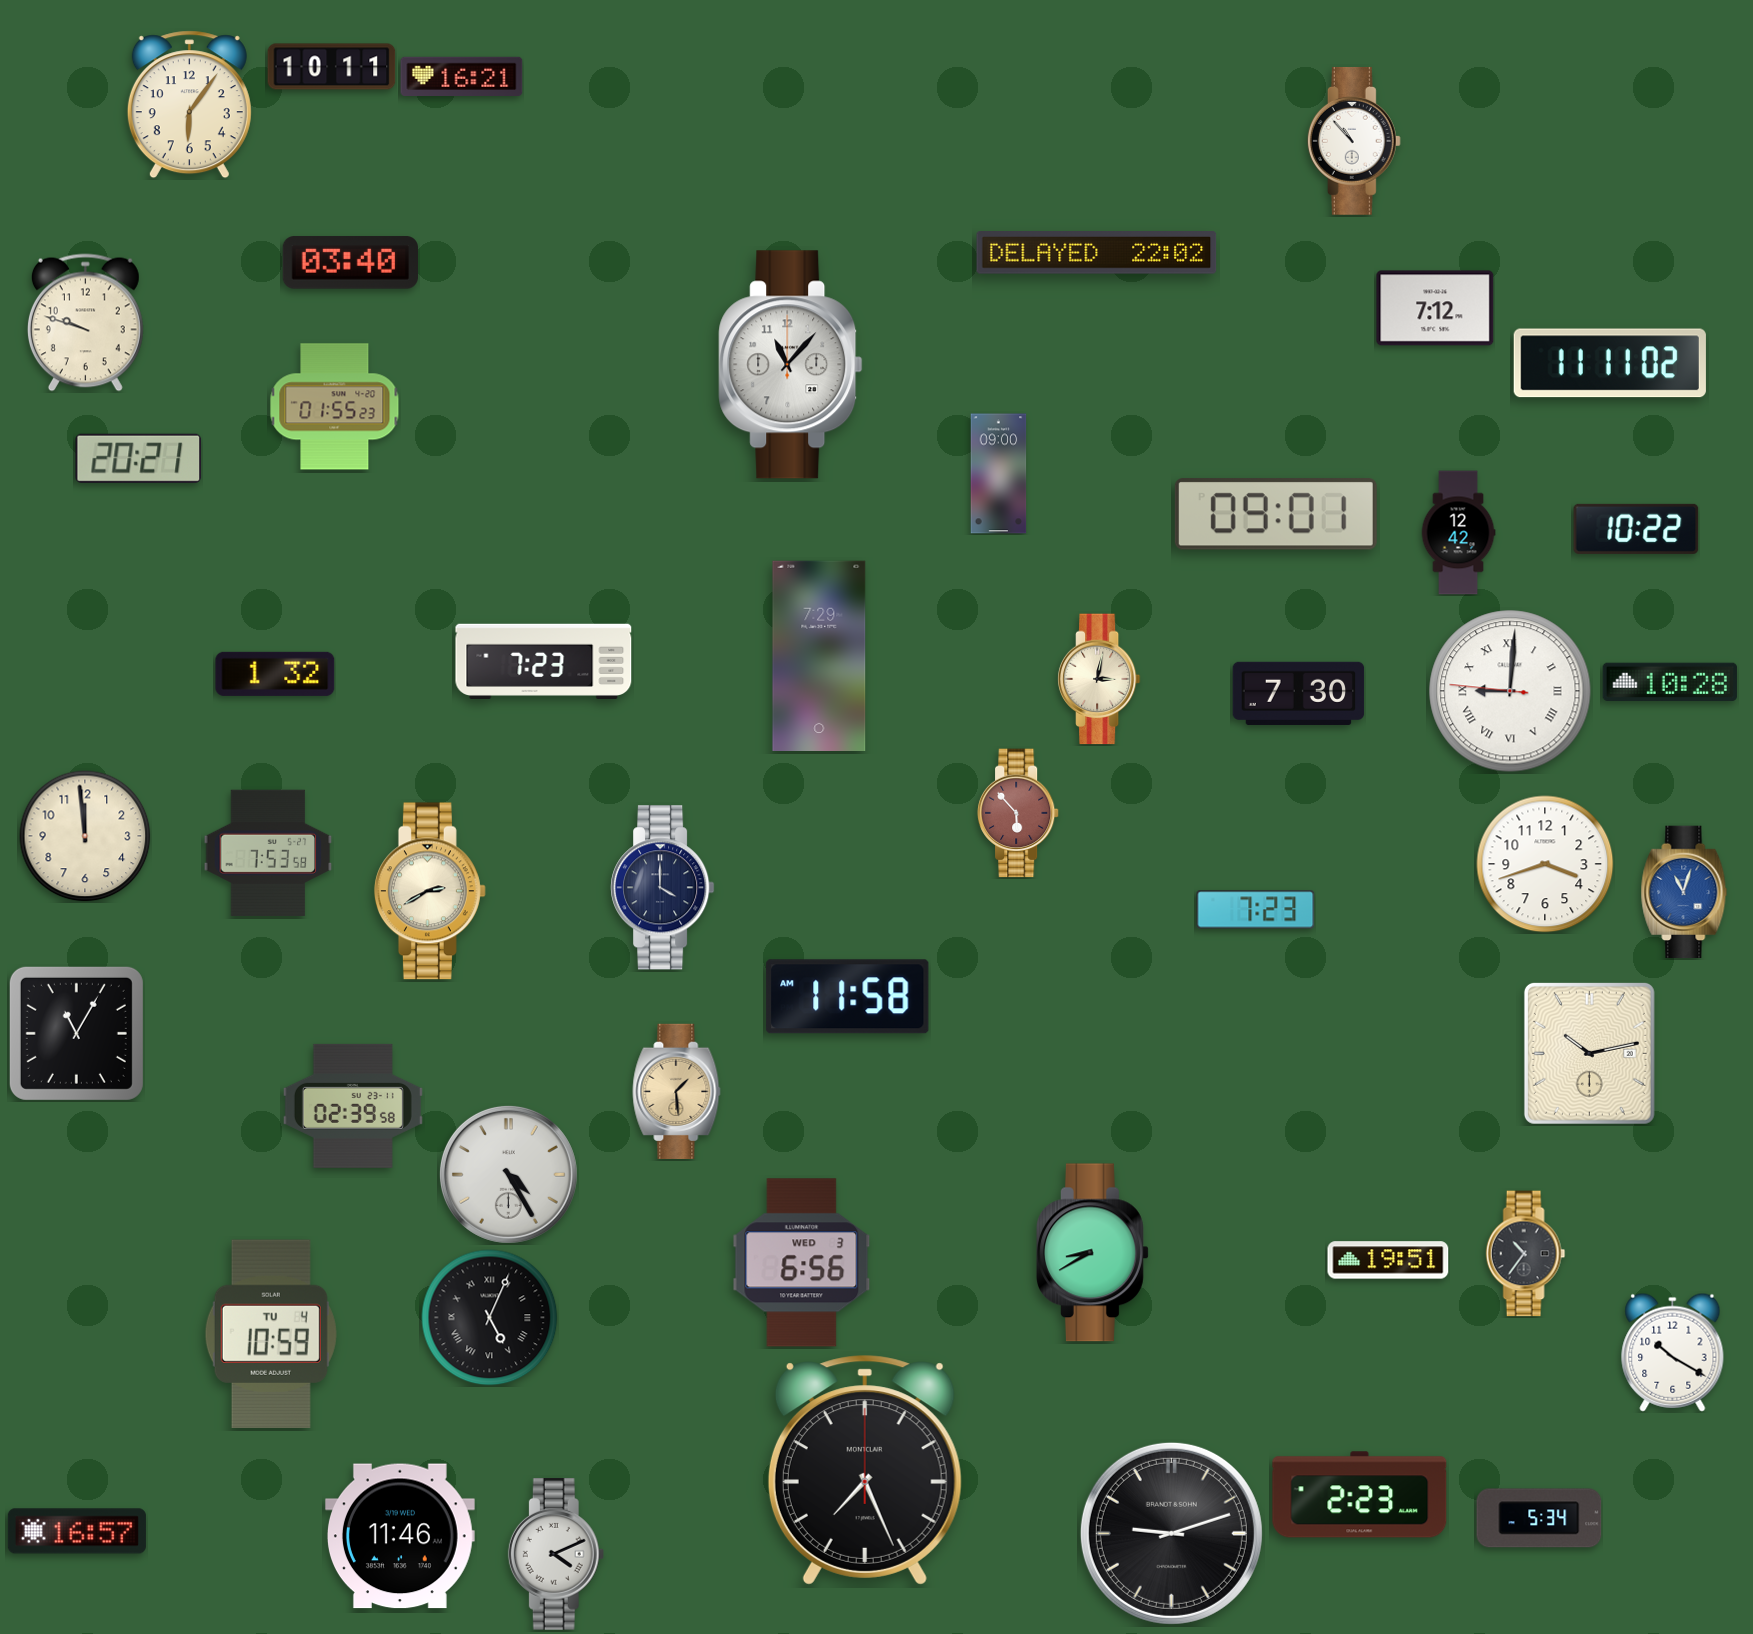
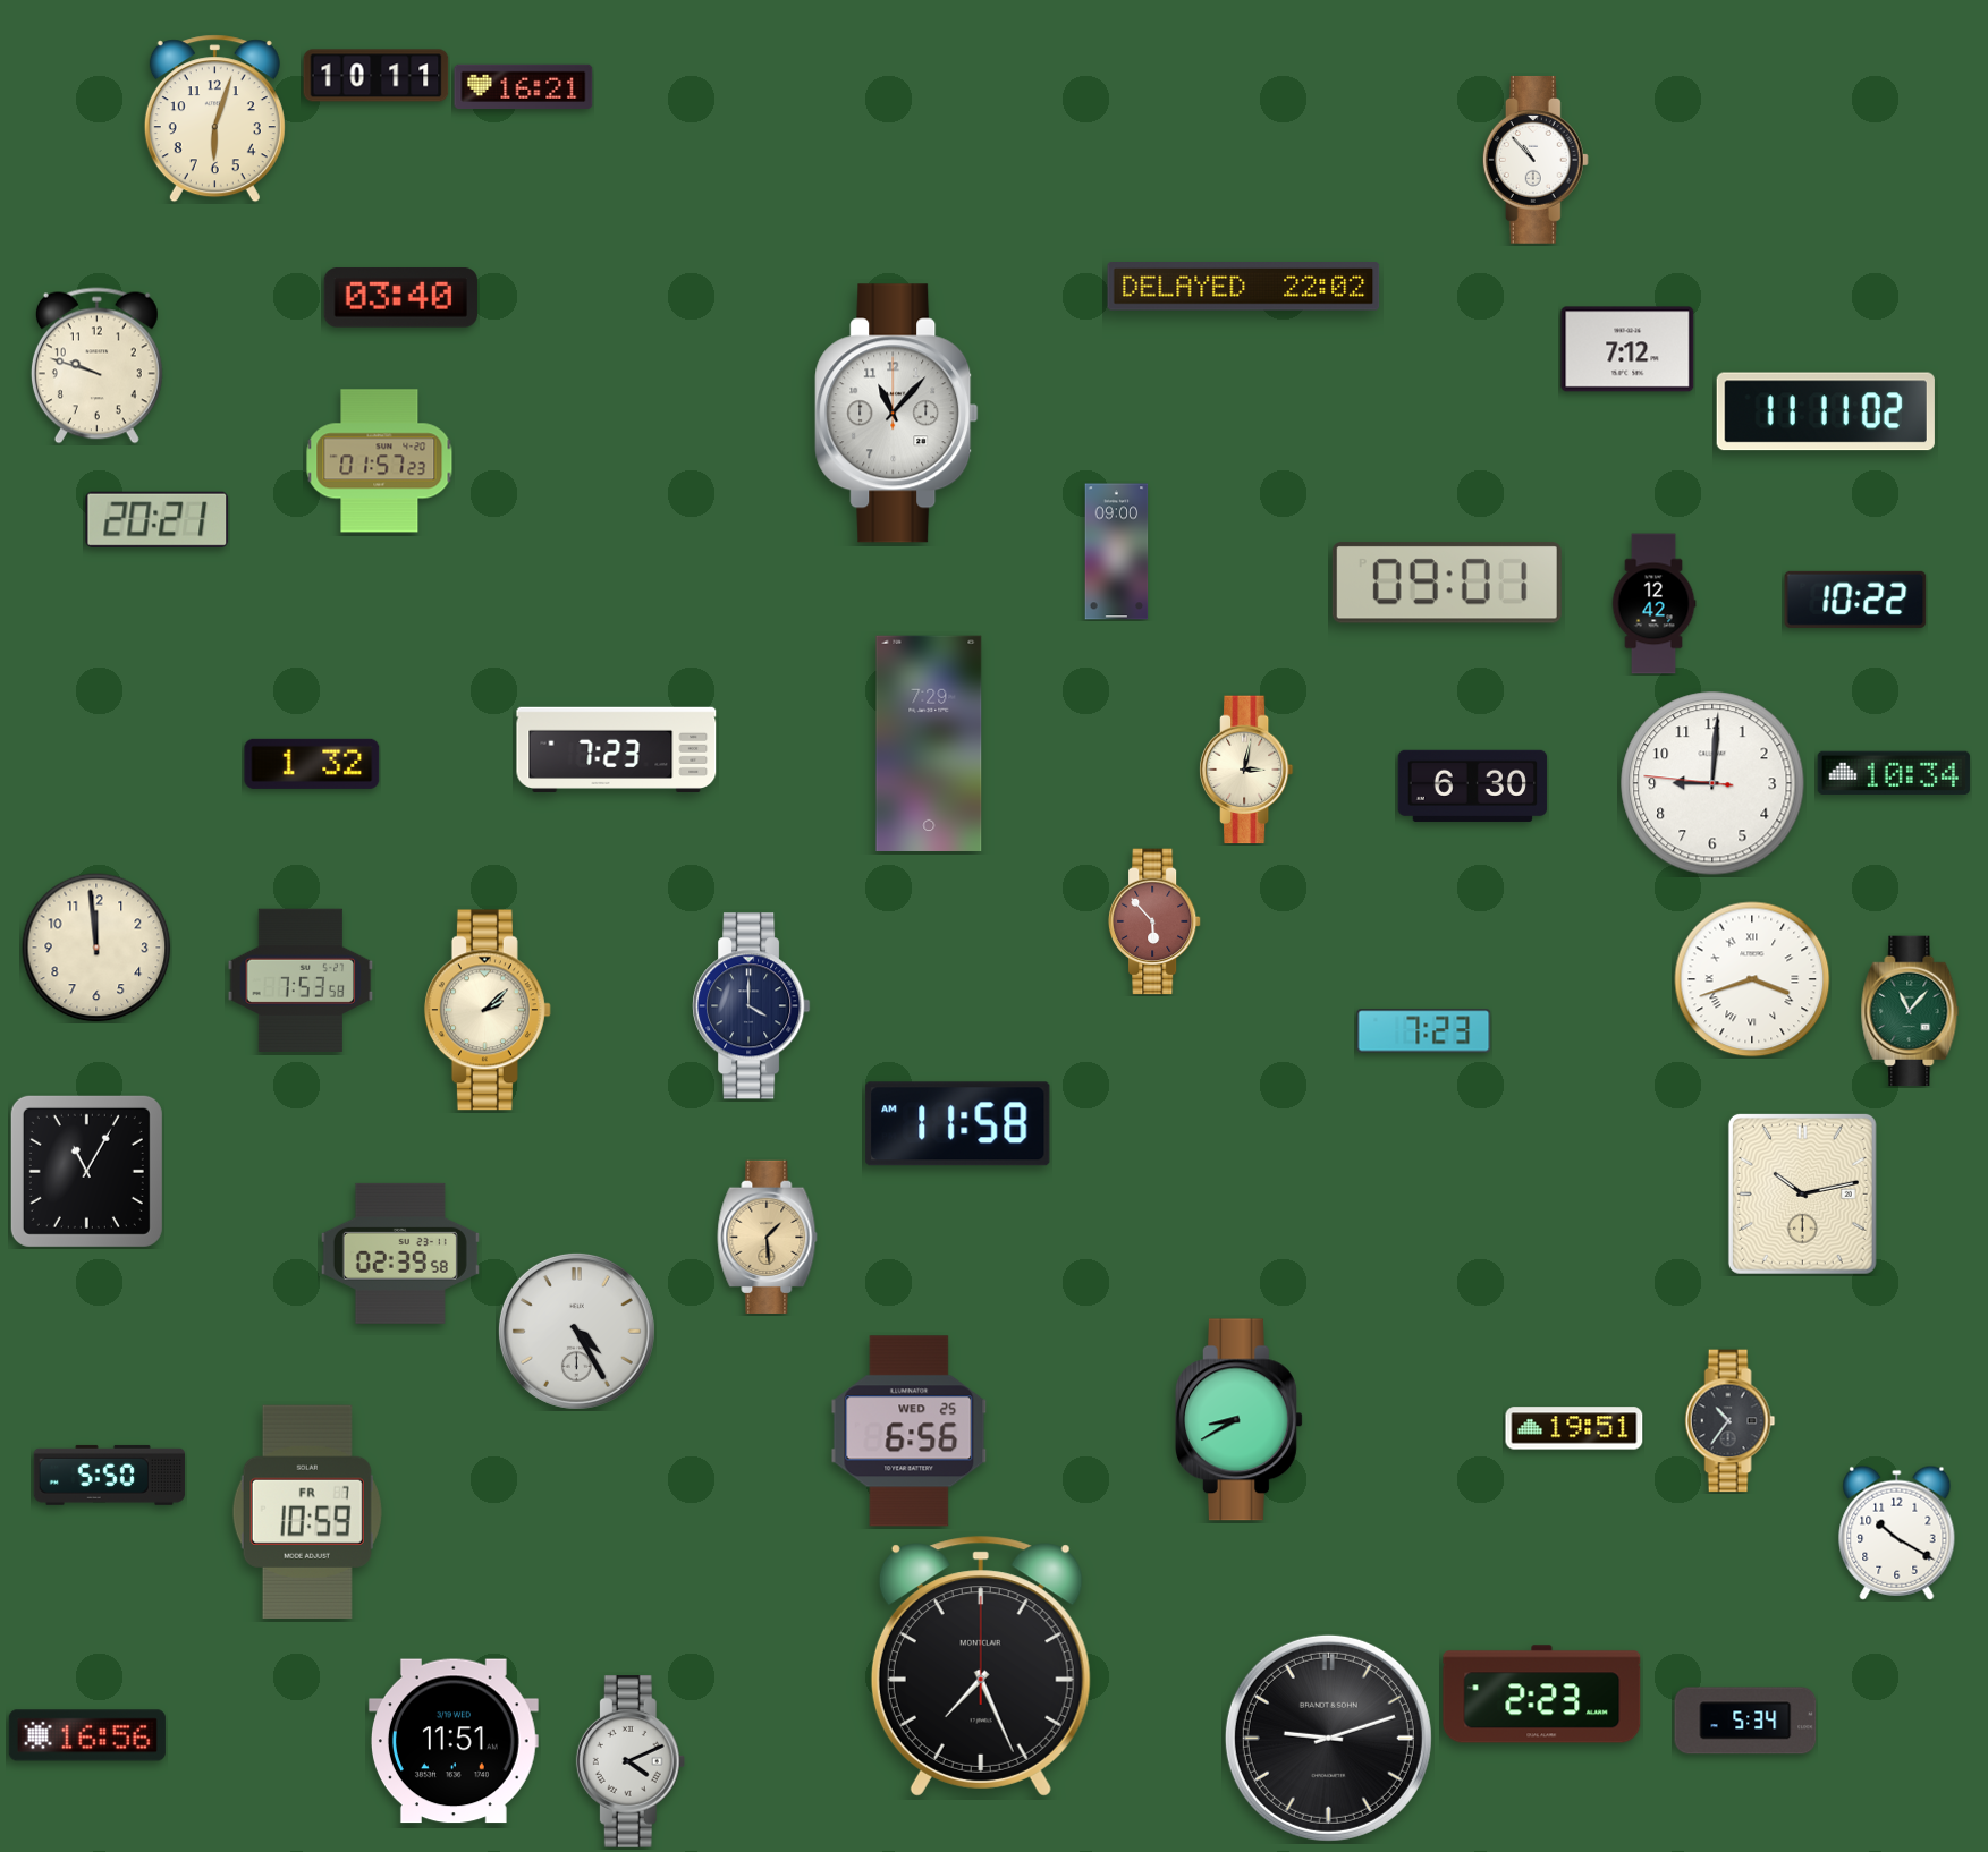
clock at (189, 105): 6:06 -> 6:03
clock at (350, 263) position: (350, 263) -> (400, 298)
clock at (335, 407): 01:55 -> 01:57
clock at (999, 474) position: (999, 474) -> (1117, 552)
clock at (1670, 682): 10:28 -> 10:34
clock at (1510, 691) numerals: Roman -> Arabic
clock at (1299, 693): 7:30 -> 6:30
clock at (268, 853) position: (268, 853) -> (301, 980)
clock at (1545, 864) numerals: Arabic -> Roman
clock at (430, 891): 2:40 -> 2:08
clock at (1684, 892): 11:03 -> 11:07
clock at (1684, 892) dial: blue -> green
clock at (848, 997) position: (848, 997) -> (958, 1124)
clock at (802, 1263) date: WED 3 -> WED 25
clock at (110, 1475): none -> 5:50
clock at (490, 1318): 5:04 -> none
clock at (271, 1334) date: TU 4 -> FR 7
clock at (77, 1531): 16:57 -> 16:56
clock at (400, 1536): 11:46 -> 11:51
